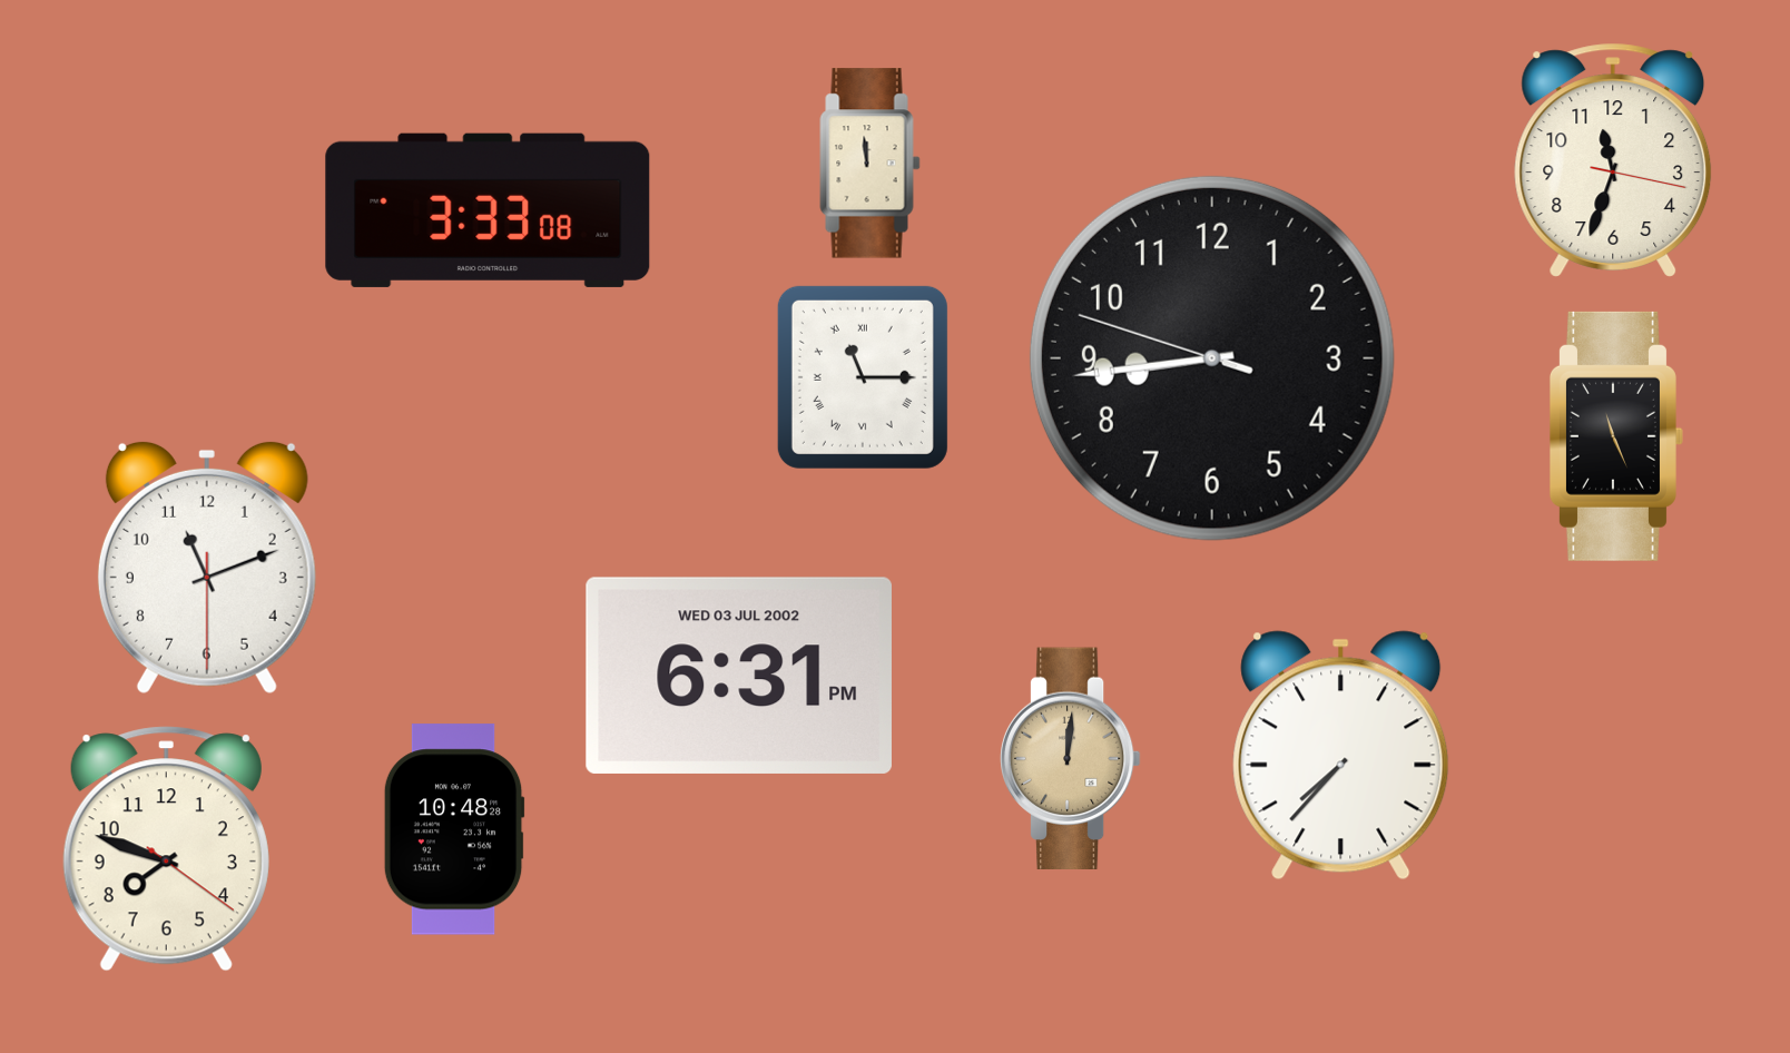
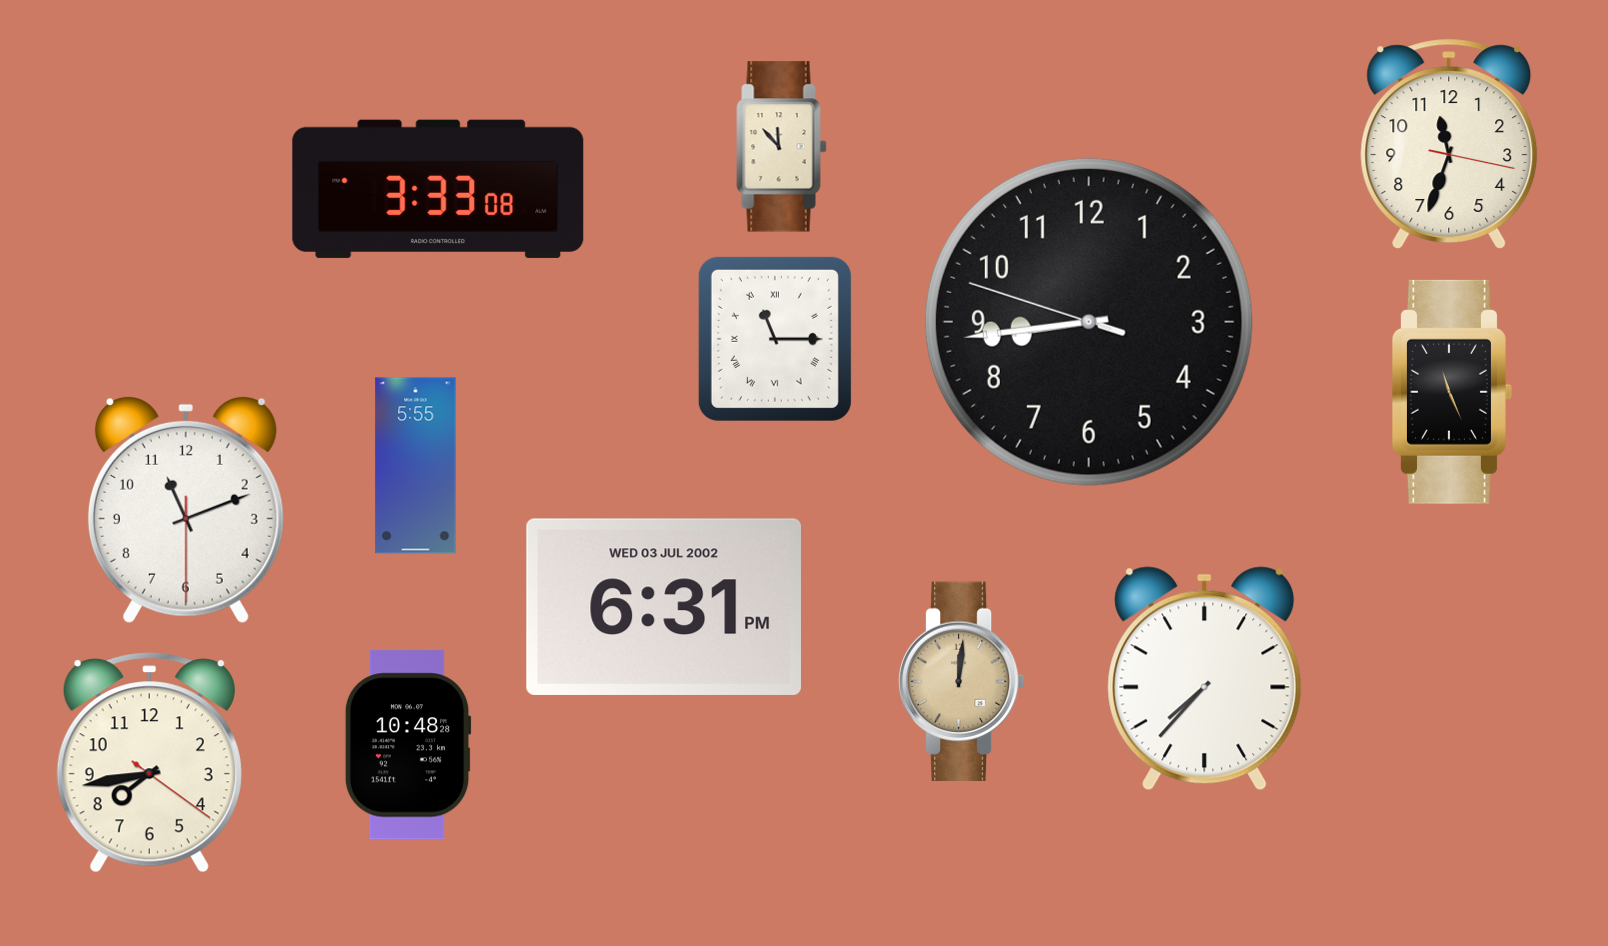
clock at (871, 164): 11:59 -> 11:53
clock at (416, 466): none -> 5:55
clock at (166, 849): 7:48 -> 7:43
